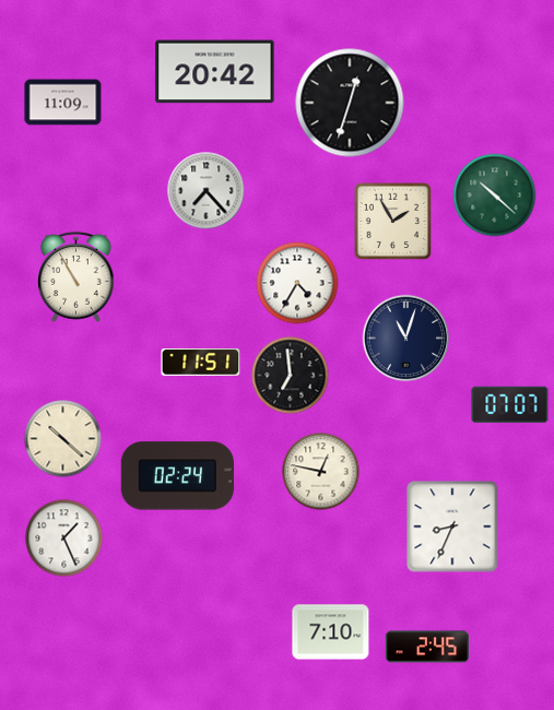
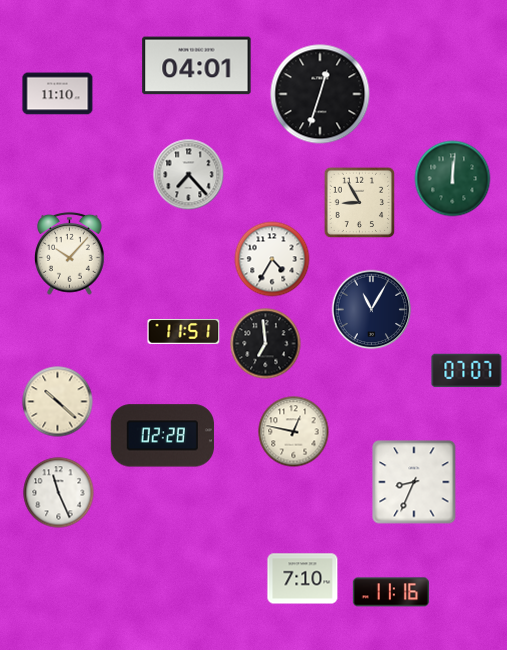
clock at (215, 72): 20:42 -> 04:01
clock at (63, 103): 11:09 -> 11:10
clock at (495, 196): 10:22 -> 12:01
clock at (393, 222): 1:55 -> 8:55
clock at (76, 276): 10:55 -> 10:07
clock at (406, 339): 11:03 -> 11:05
clock at (177, 476): 02:24 -> 02:28
clock at (64, 539): 1:26 -> 11:26
clock at (427, 647): 2:45 -> 11:16
